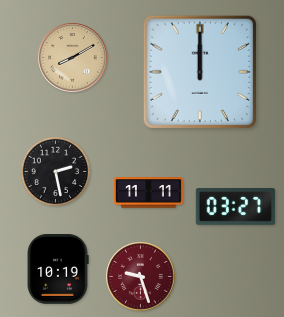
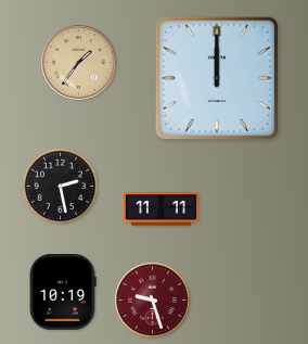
clock at (73, 58): 8:10 -> 1:36
clock at (236, 207): 03:27 -> none
